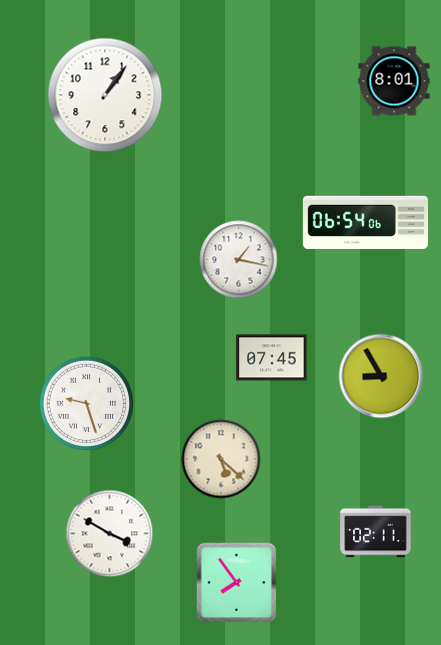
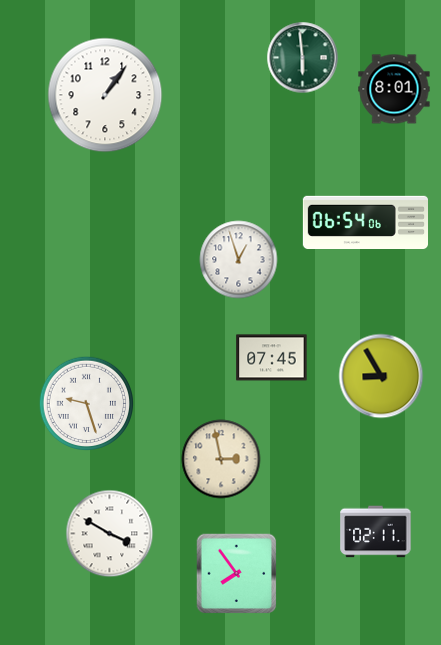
clock at (303, 58): none -> 5:59
clock at (394, 81) position: (394, 81) -> (394, 89)
clock at (239, 260): 1:17 -> 12:57
clock at (221, 459): 5:22 -> 2:58
clock at (237, 583) position: (237, 583) -> (237, 574)
